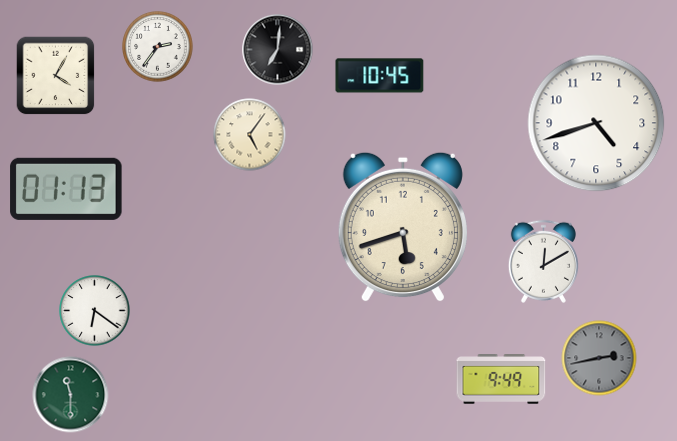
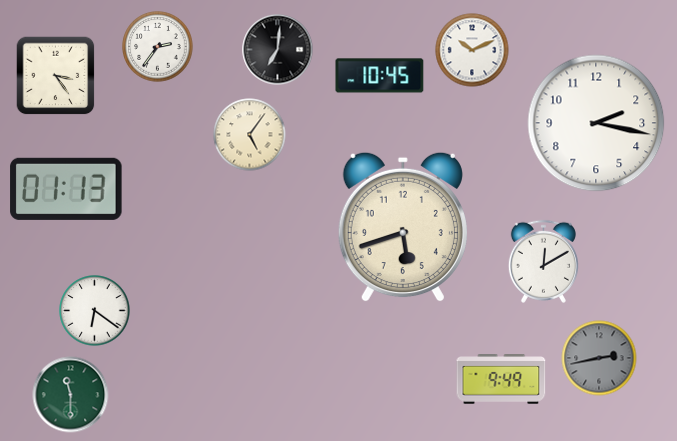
clock at (472, 50): none -> 10:11
clock at (56, 76): 4:05 -> 3:24
clock at (596, 123): 4:42 -> 2:17
